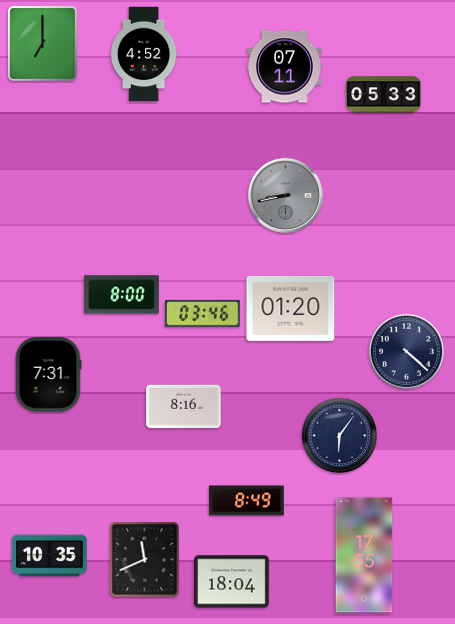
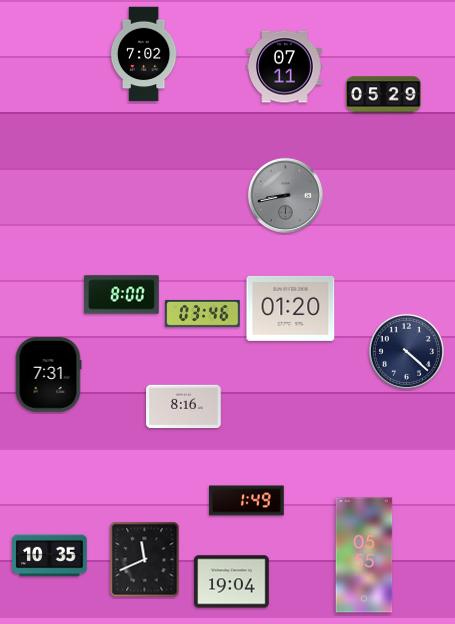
clock at (43, 44): 7:00 -> none
clock at (144, 54): 4:52 -> 7:02
clock at (384, 95): 05:33 -> 05:29
clock at (340, 436): 6:06 -> none
clock at (247, 501): 8:49 -> 1:49
clock at (364, 555): 17:55 -> 05:55
clock at (232, 582): 18:04 -> 19:04
